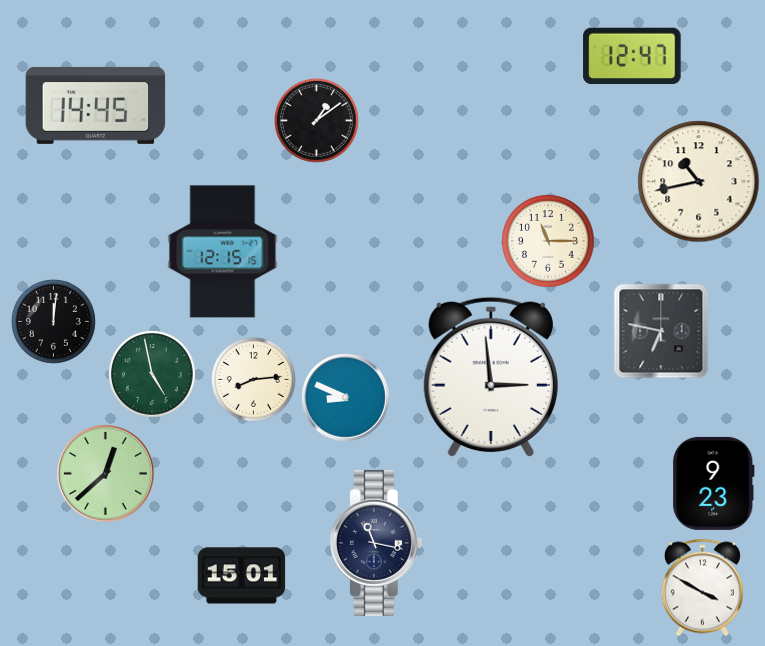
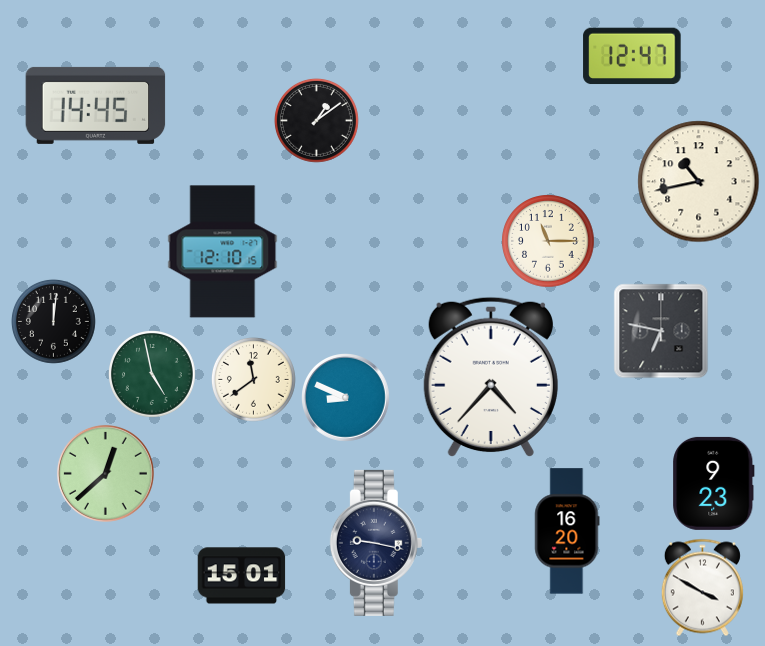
clock at (223, 252): 12:15 -> 12:10
clock at (491, 377): 2:59 -> 4:37
clock at (253, 379): 8:14 -> 11:39
clock at (567, 531): none -> 16:20
clock at (376, 543): 11:17 -> 9:17
